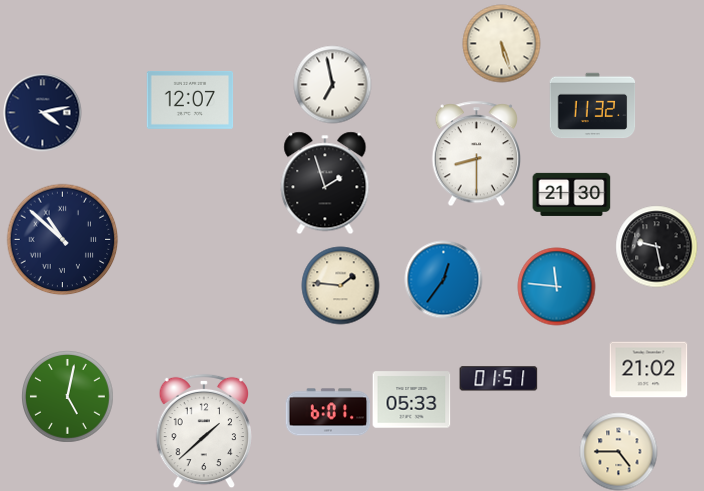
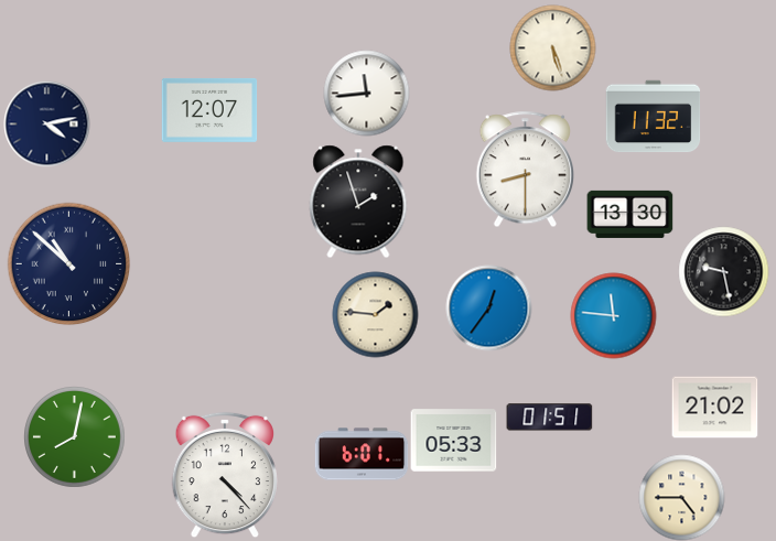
clock at (332, 84): 6:58 -> 11:44
clock at (571, 194): 21:30 -> 13:30
clock at (68, 397): 5:02 -> 8:02
clock at (203, 431): 1:38 -> 4:23
